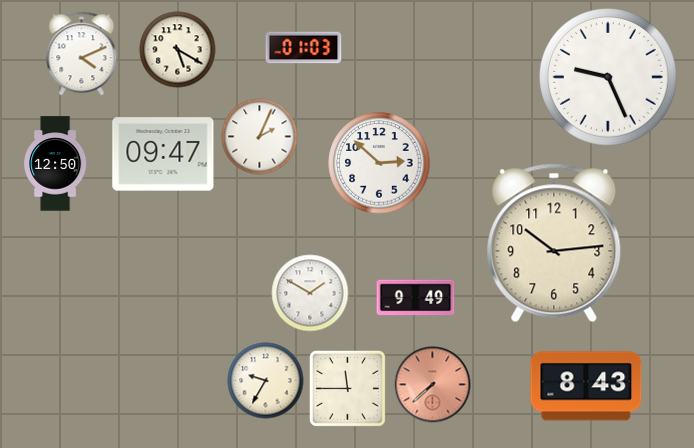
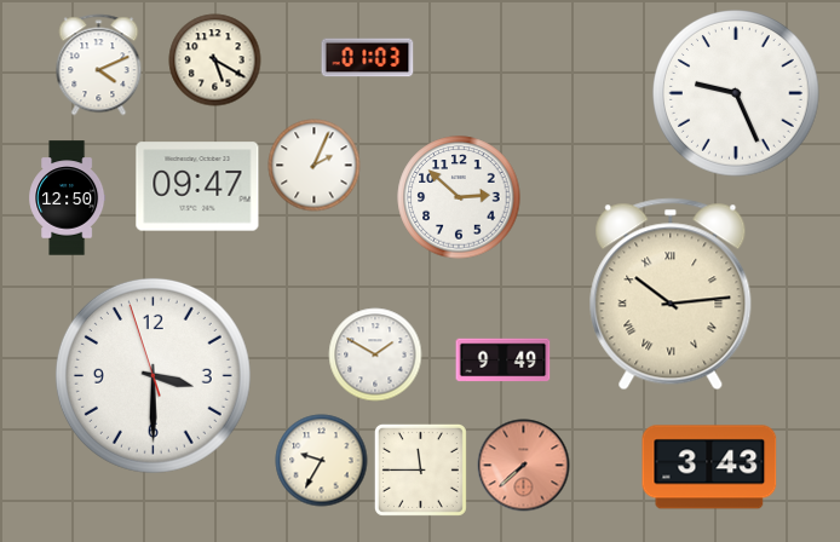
clock at (554, 243) numerals: Arabic -> Roman
clock at (153, 375): none -> 3:29
clock at (586, 386): 8:43 -> 3:43
